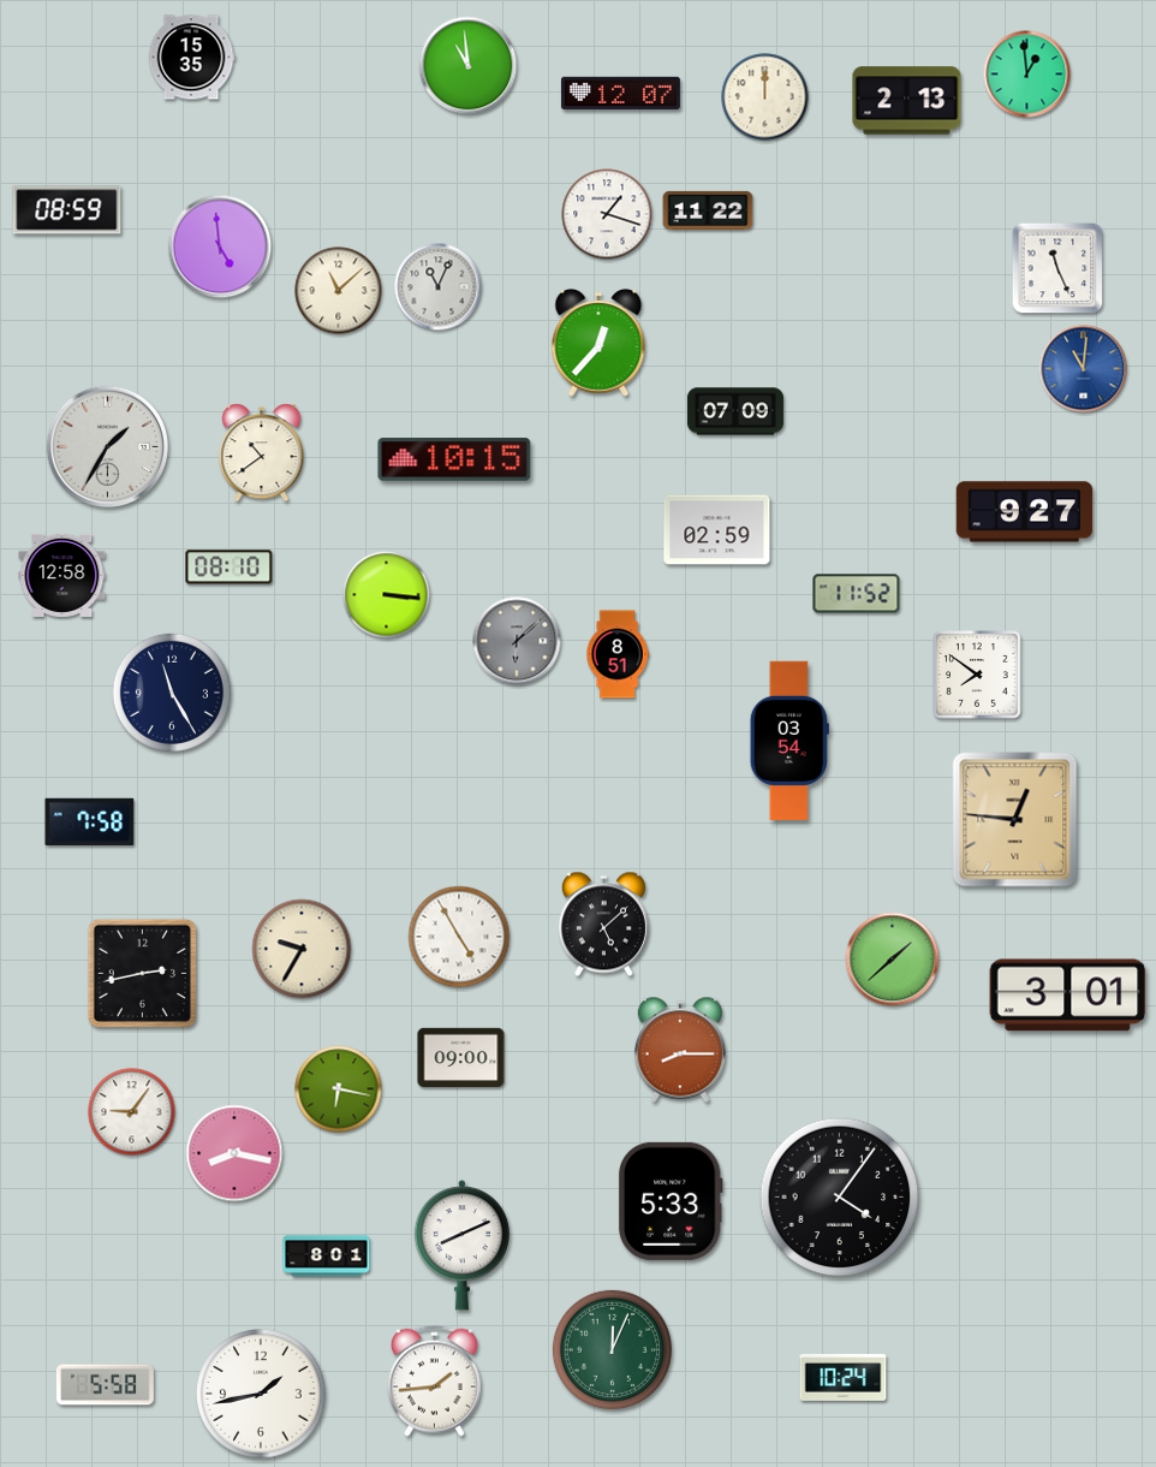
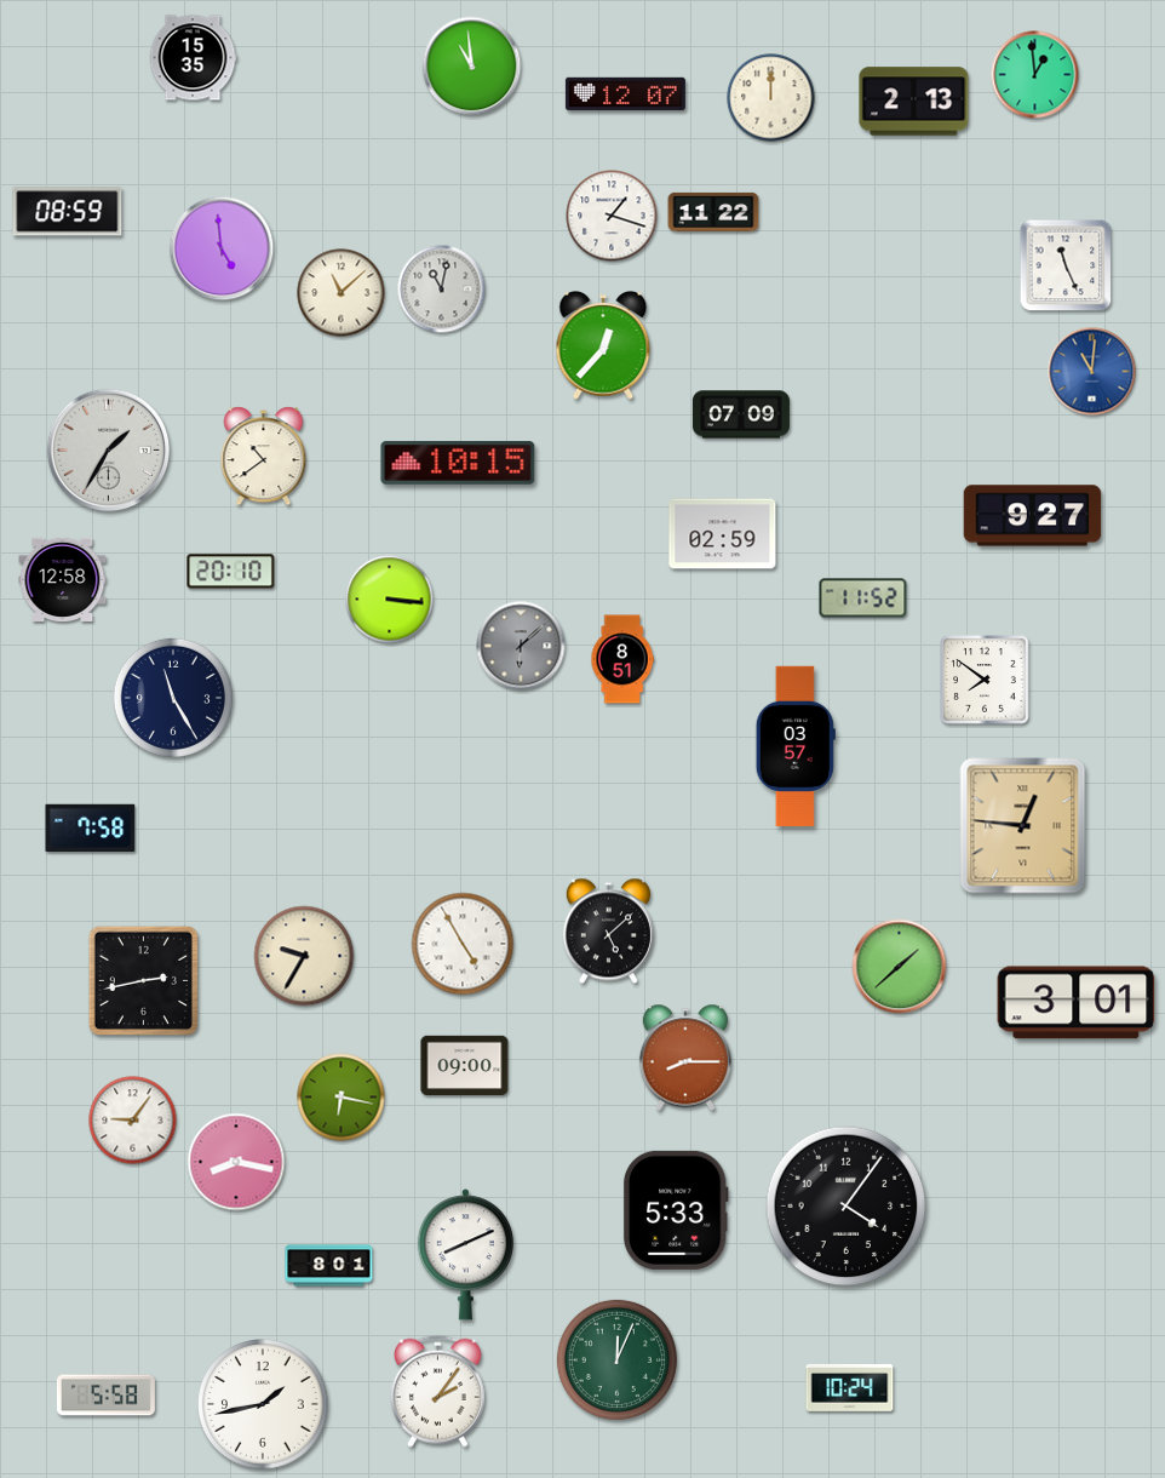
clock at (1057, 268) position: (1057, 268) -> (1066, 265)
clock at (439, 287): 11:04 -> 11:02
clock at (230, 568): 08:10 -> 20:10
clock at (789, 740): 03:54 -> 03:57
clock at (434, 1380): 1:44 -> 2:06
